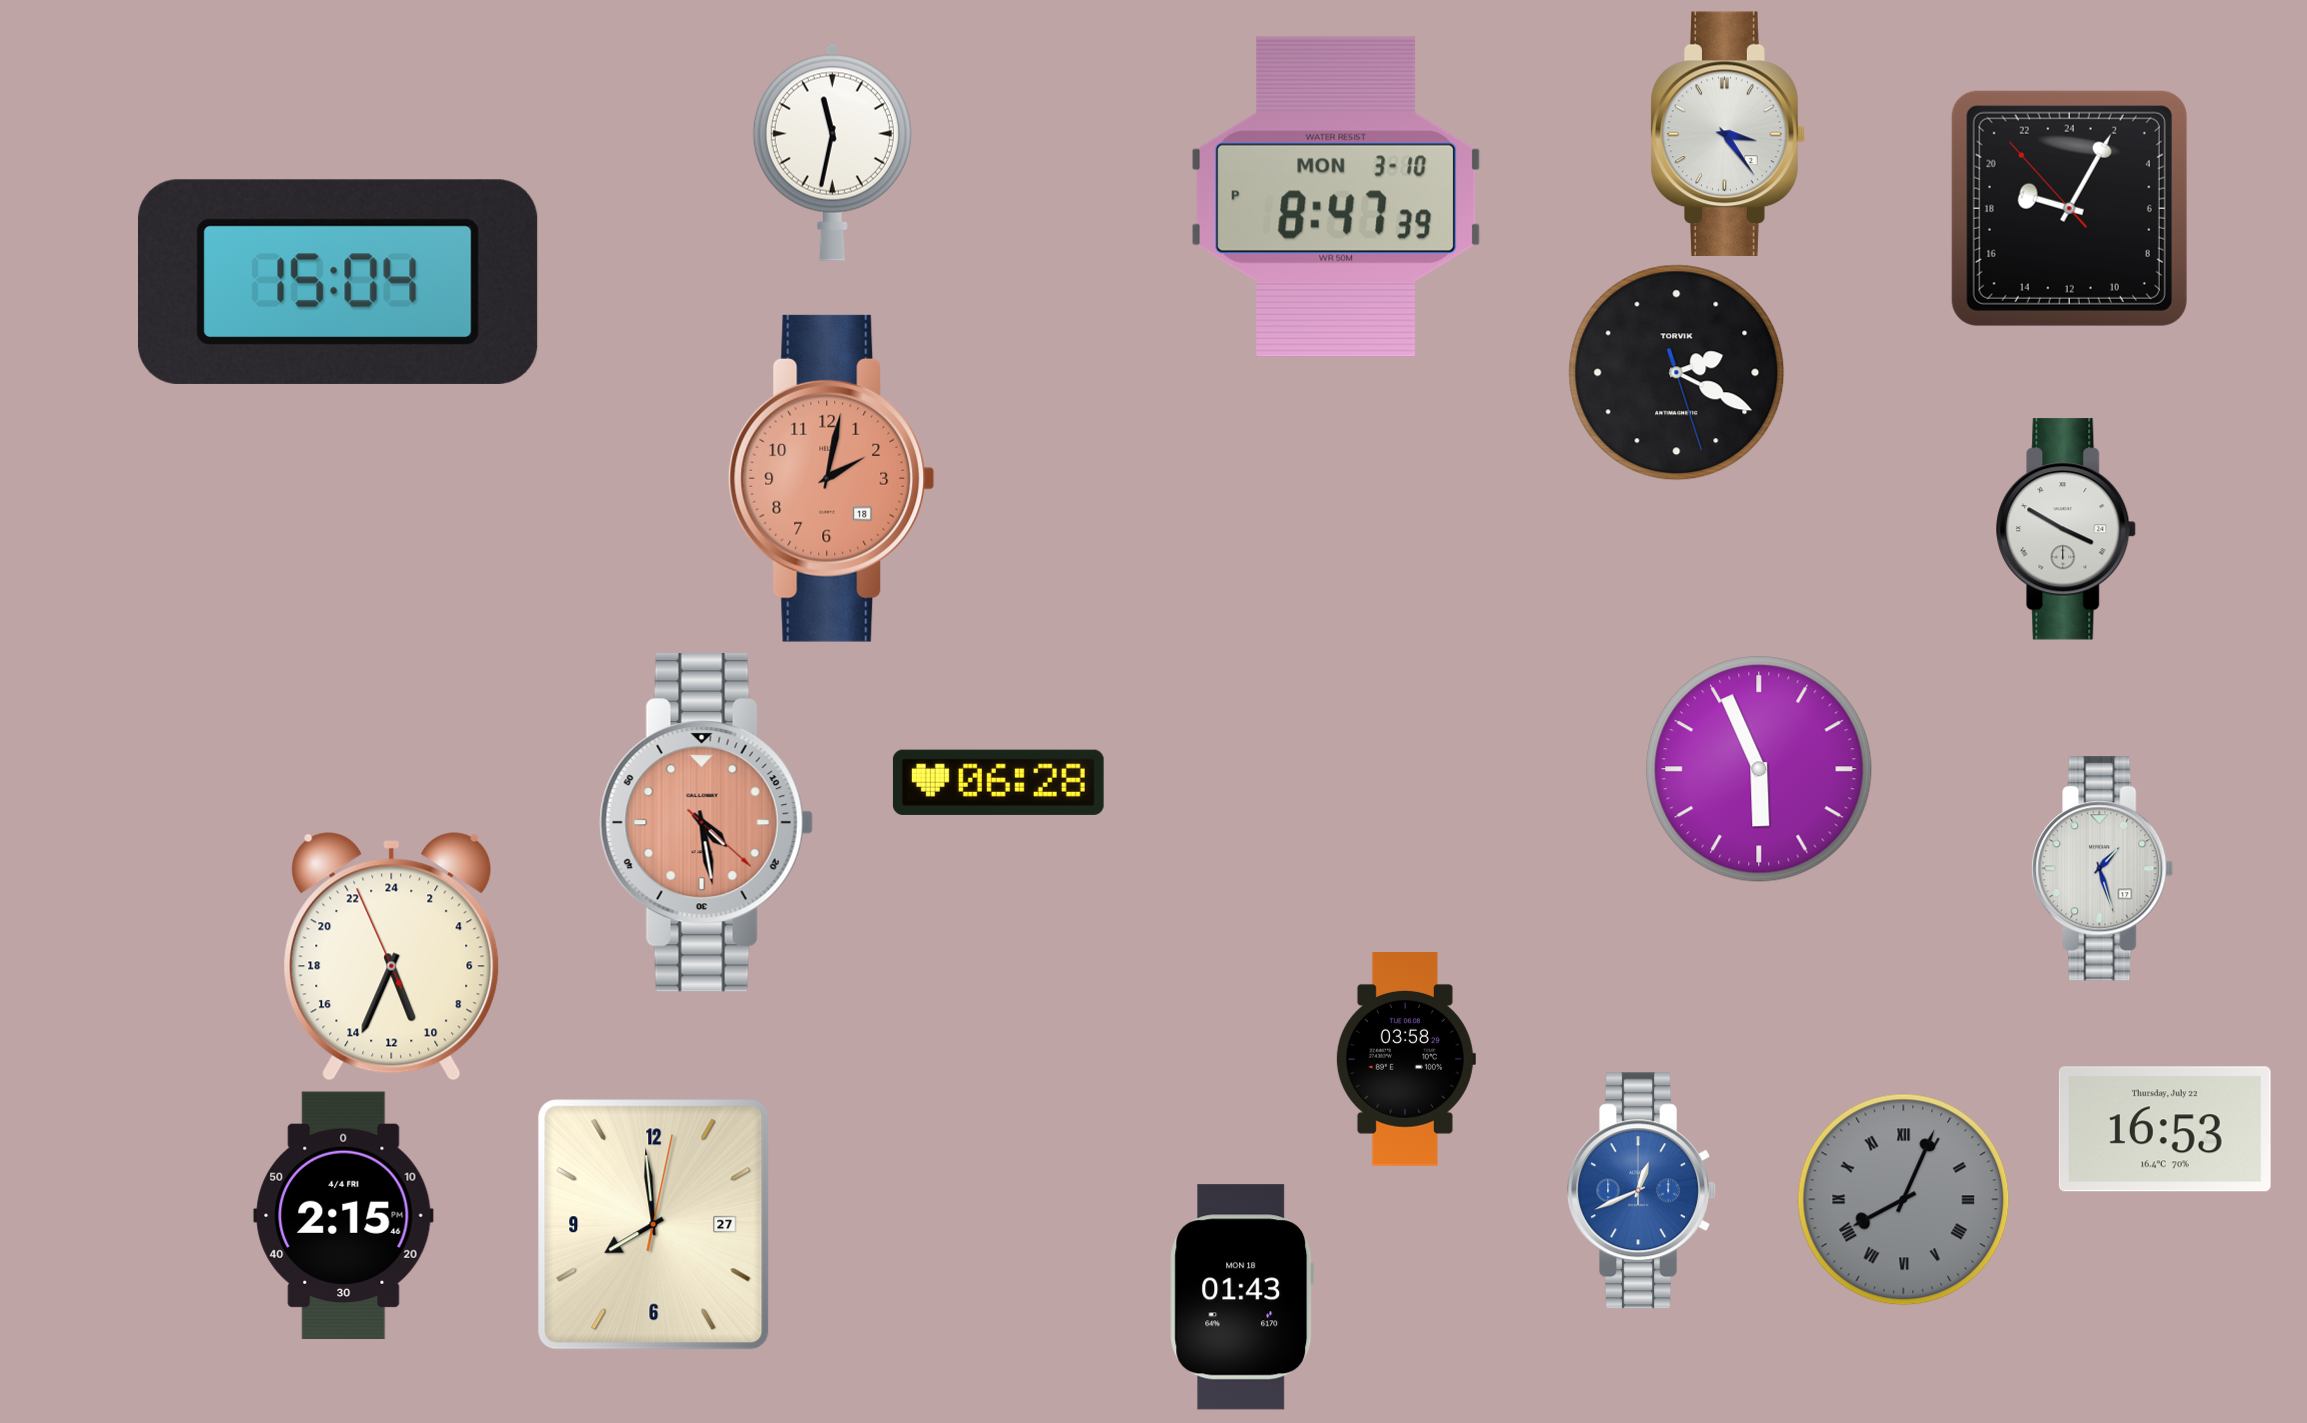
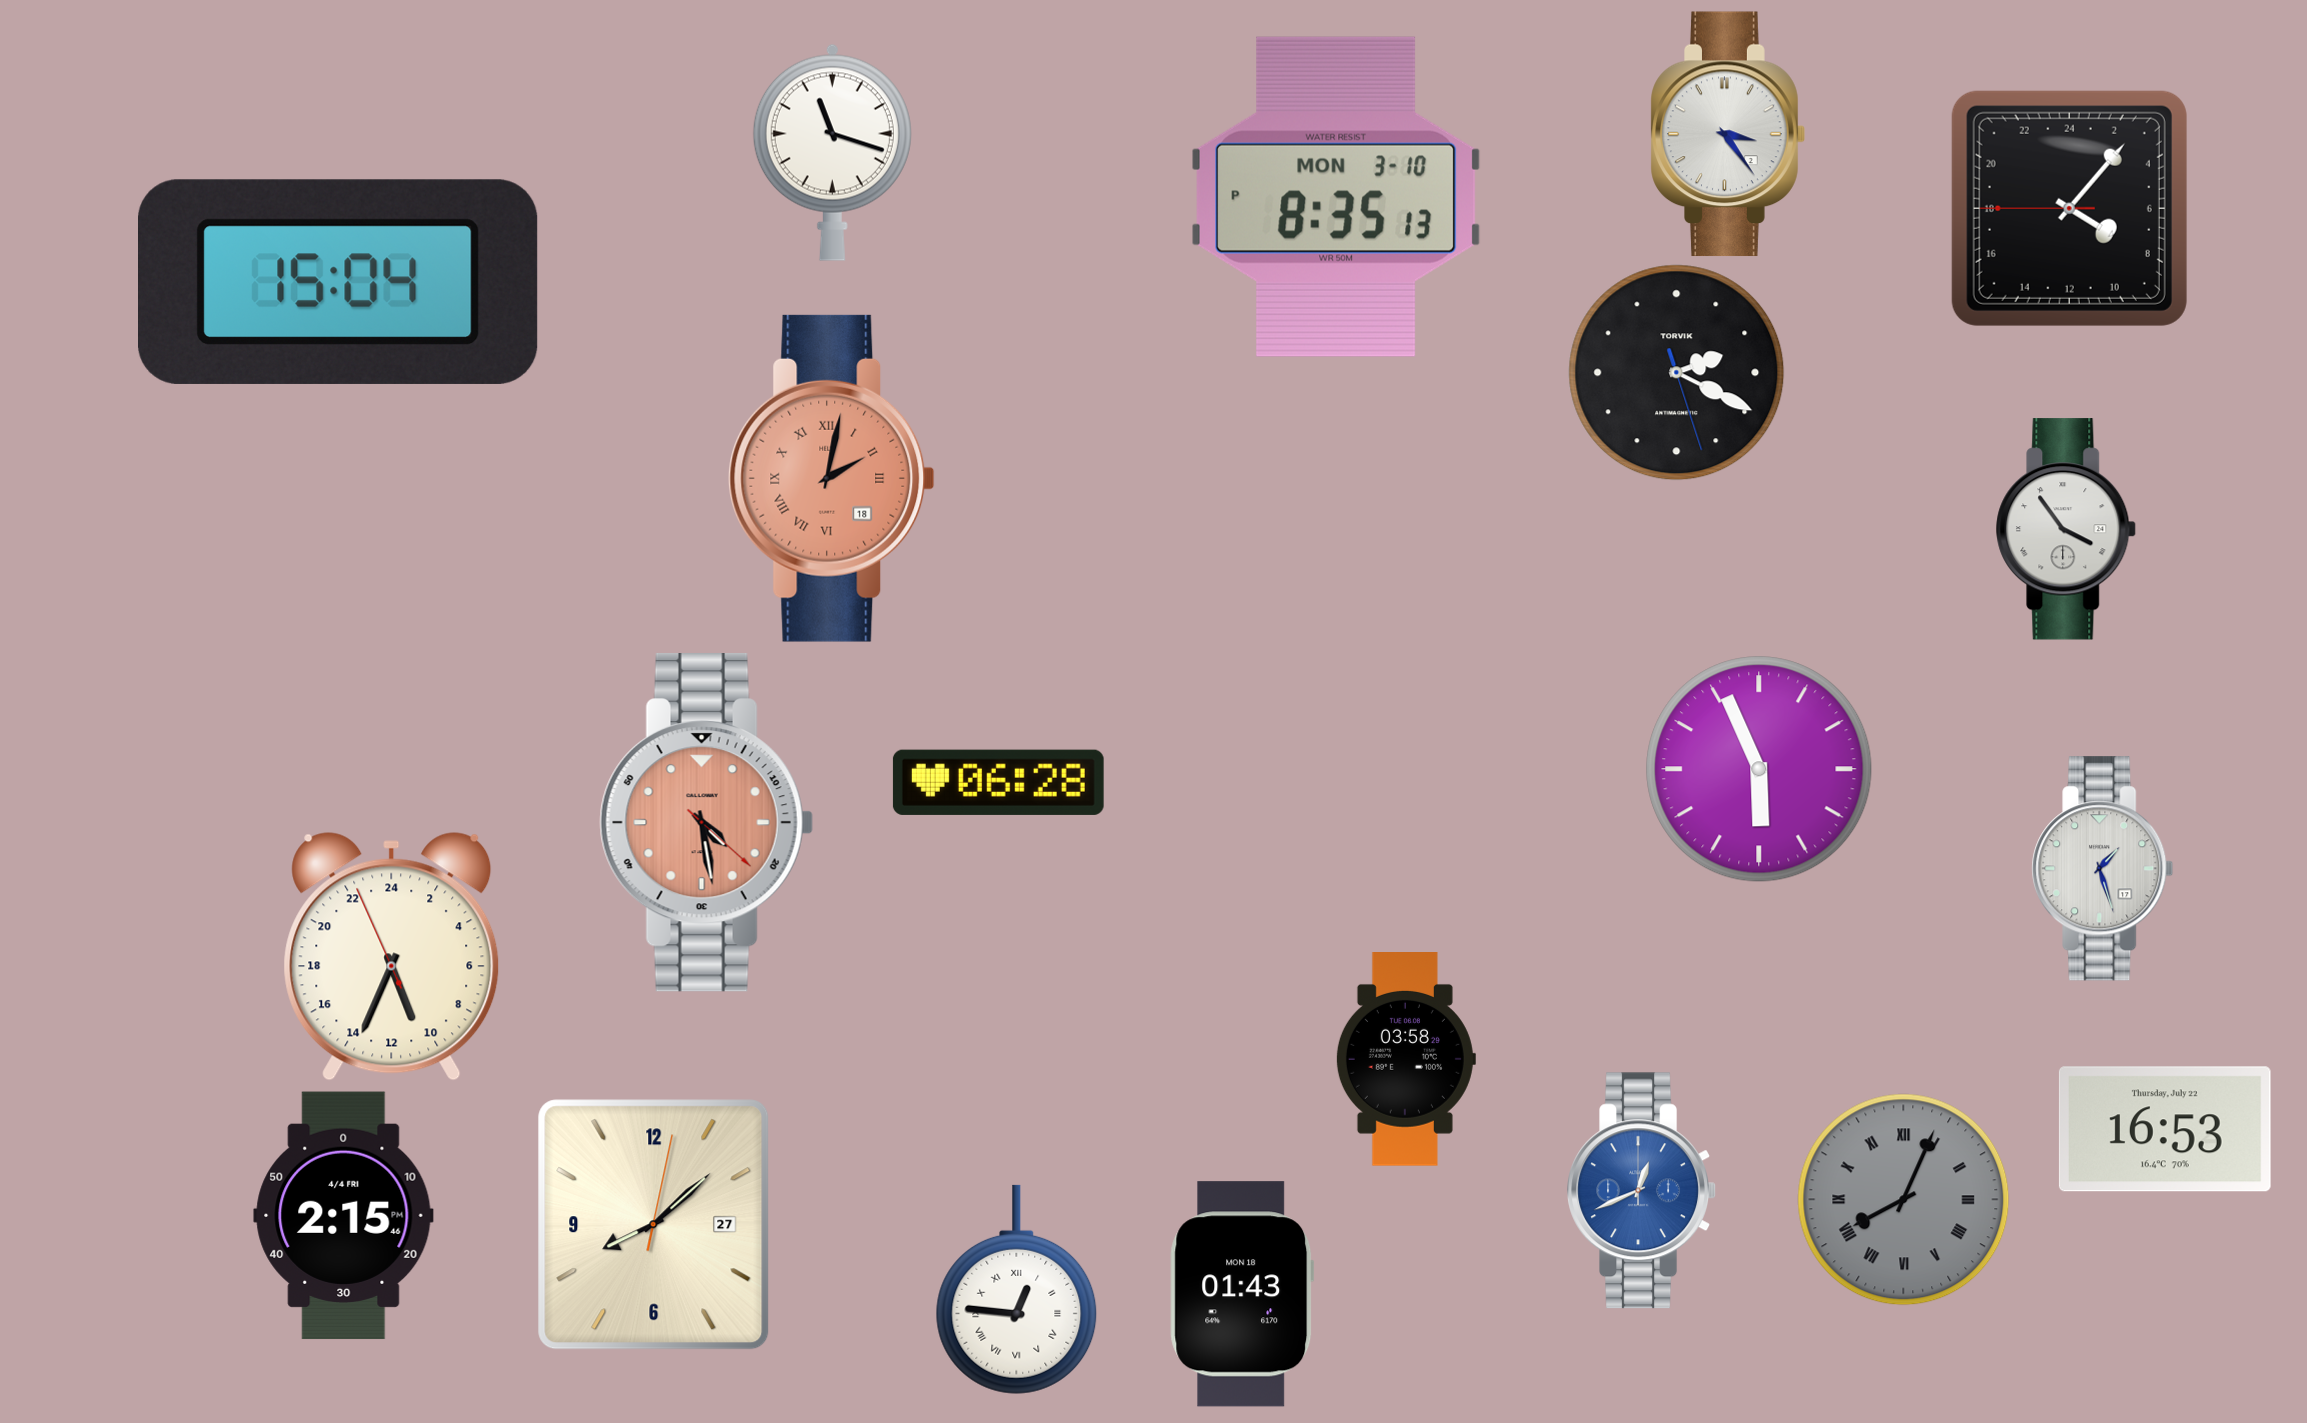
clock at (832, 152): 11:32 -> 11:18
clock at (1336, 197): 8:47 -> 8:35
clock at (2069, 208): 19:04 -> 8:06
clock at (832, 478) numerals: Arabic -> Roman
clock at (2067, 529): 3:50 -> 3:54
clock at (654, 1225): 7:59 -> 8:08
clock at (1017, 1289): none -> 12:46
clock at (1242, 1297) position: (1242, 1297) -> (1242, 1294)
